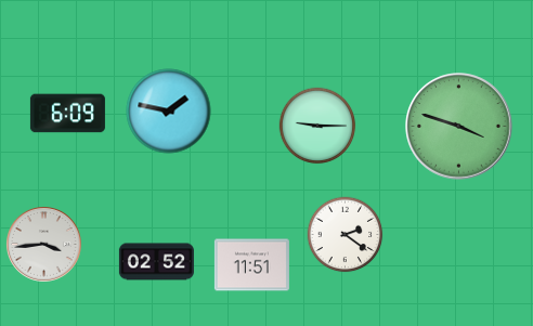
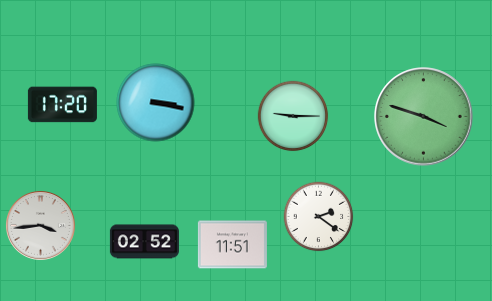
clock at (169, 112): 1:47 -> 3:17
clock at (67, 114): 6:09 -> 17:20
